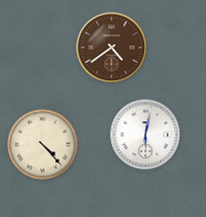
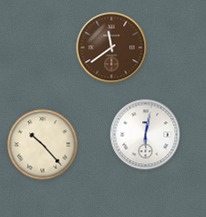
clock at (112, 48): 4:39 -> 11:39
clock at (43, 145): 4:23 -> 10:23
